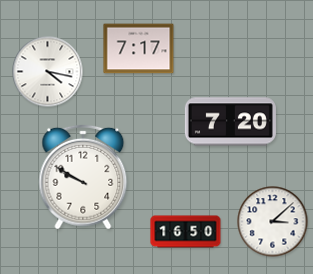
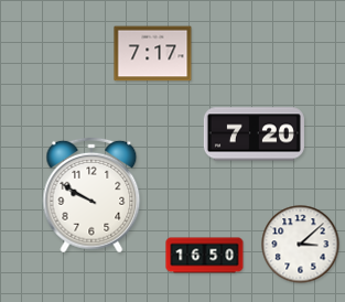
clock at (48, 72): 4:17 -> none
